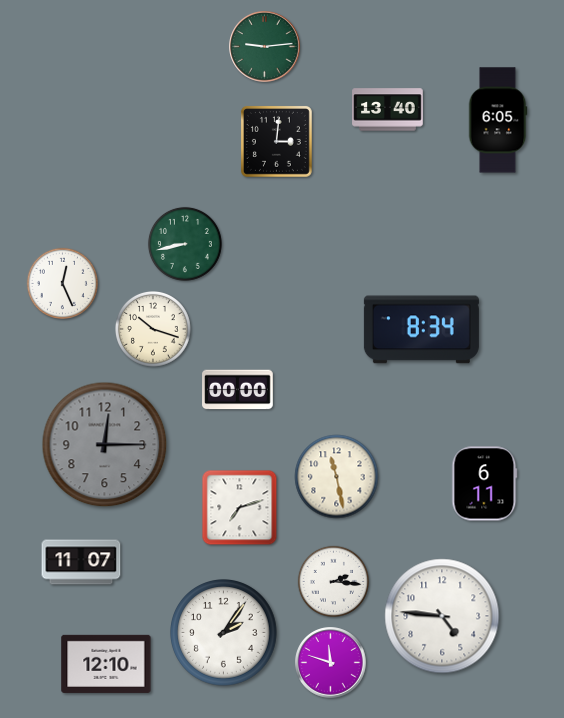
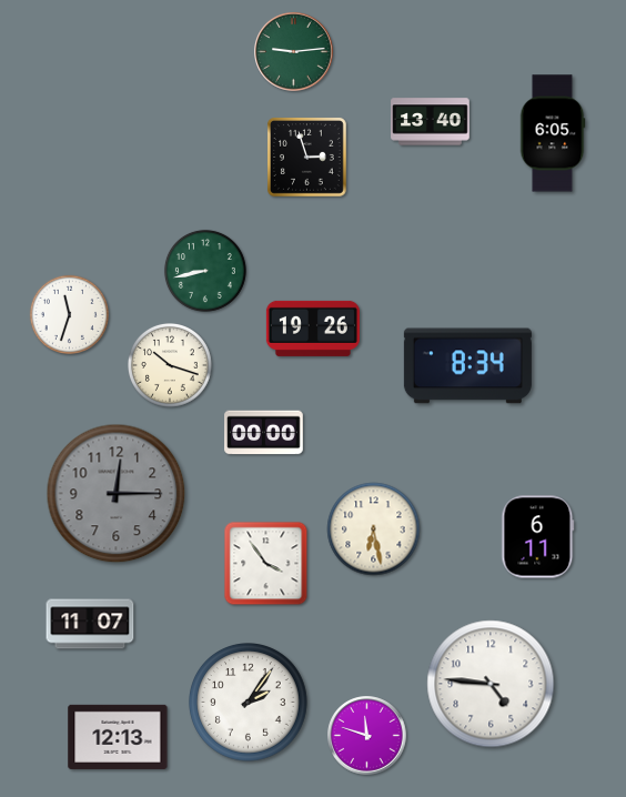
clock at (276, 141): 3:01 -> 2:57
clock at (62, 283): 12:26 -> 11:33
clock at (313, 329): none -> 19:26
clock at (337, 477): 11:28 -> 6:28
clock at (240, 508): 7:12 -> 3:54
clock at (333, 581): 2:16 -> none
clock at (106, 664): 12:10 -> 12:13
